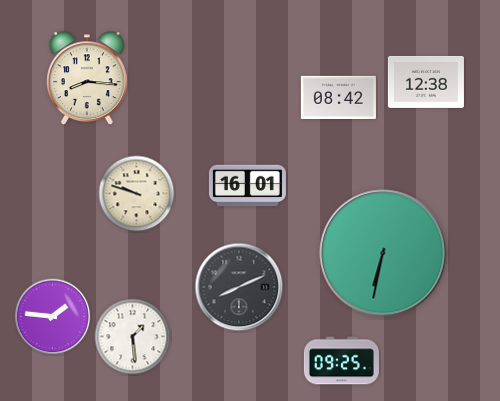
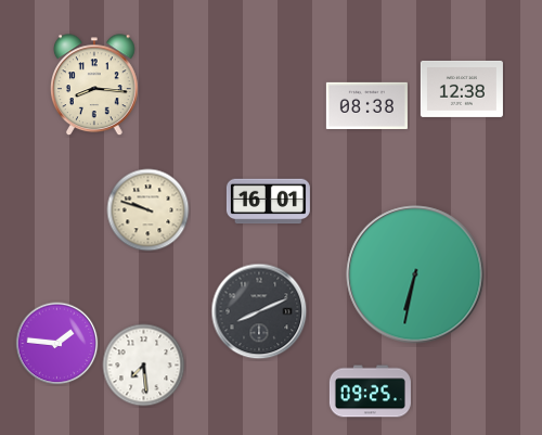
clock at (338, 97): 08:42 -> 08:38
clock at (133, 337): 1:29 -> 7:29
